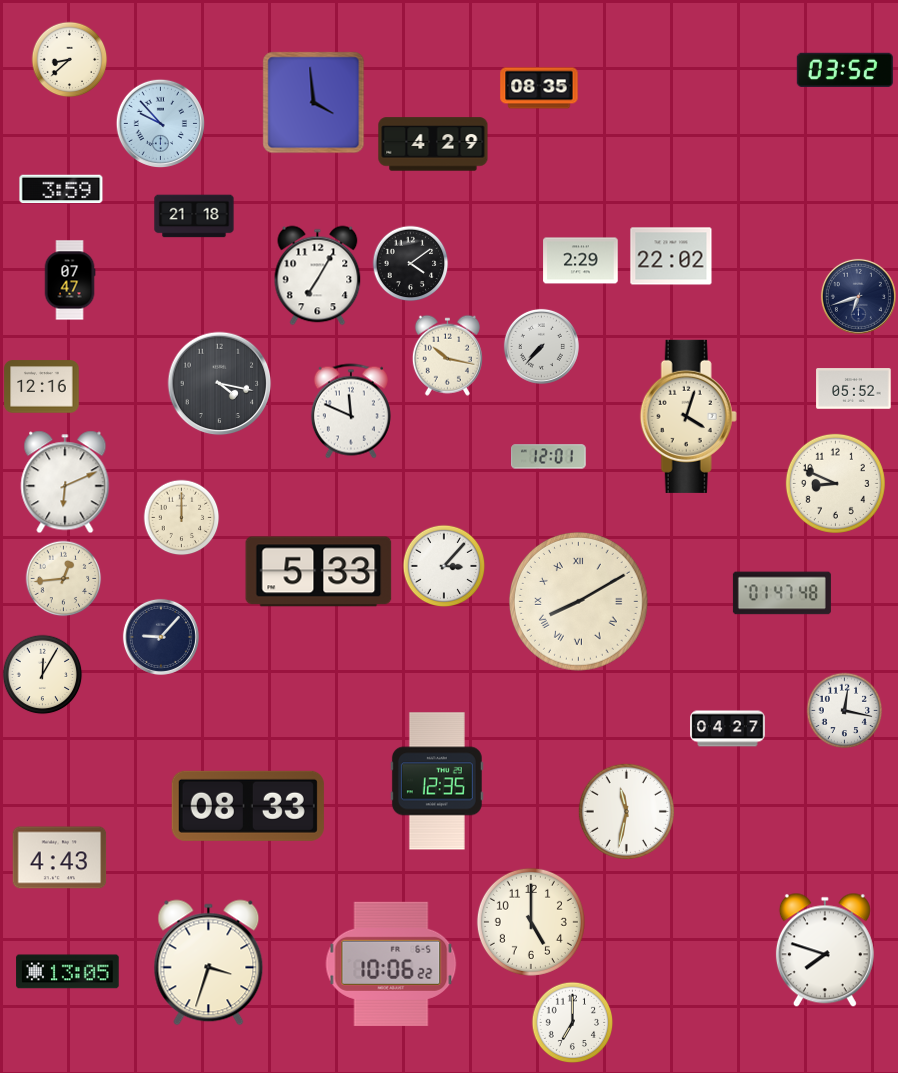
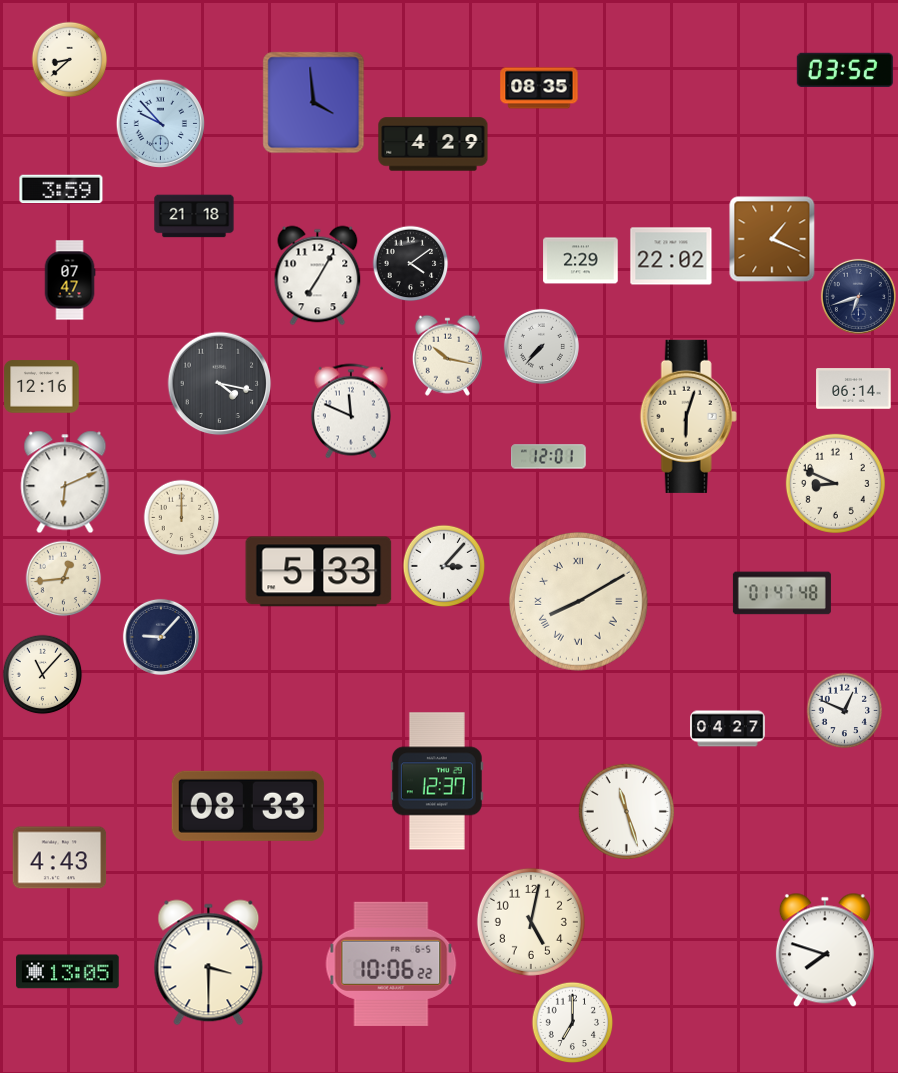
clock at (772, 239): none -> 1:19
clock at (854, 389): 05:52 -> 06:14
clock at (688, 416): 4:03 -> 6:03
clock at (43, 675): 12:05 -> 11:07
clock at (845, 711): 12:17 -> 12:49
clock at (437, 781): 12:35 -> 12:37
clock at (626, 811): 11:32 -> 11:27
clock at (531, 922): 5:00 -> 5:02
clock at (209, 963): 3:33 -> 3:30
